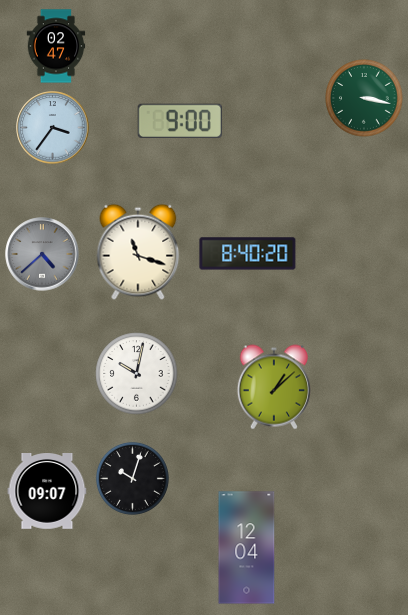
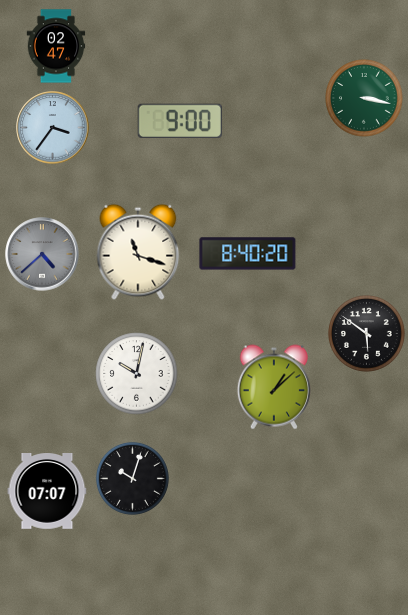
clock at (367, 334): none -> 5:51
clock at (47, 492): 09:07 -> 07:07
clock at (247, 548): 12:04 -> none
